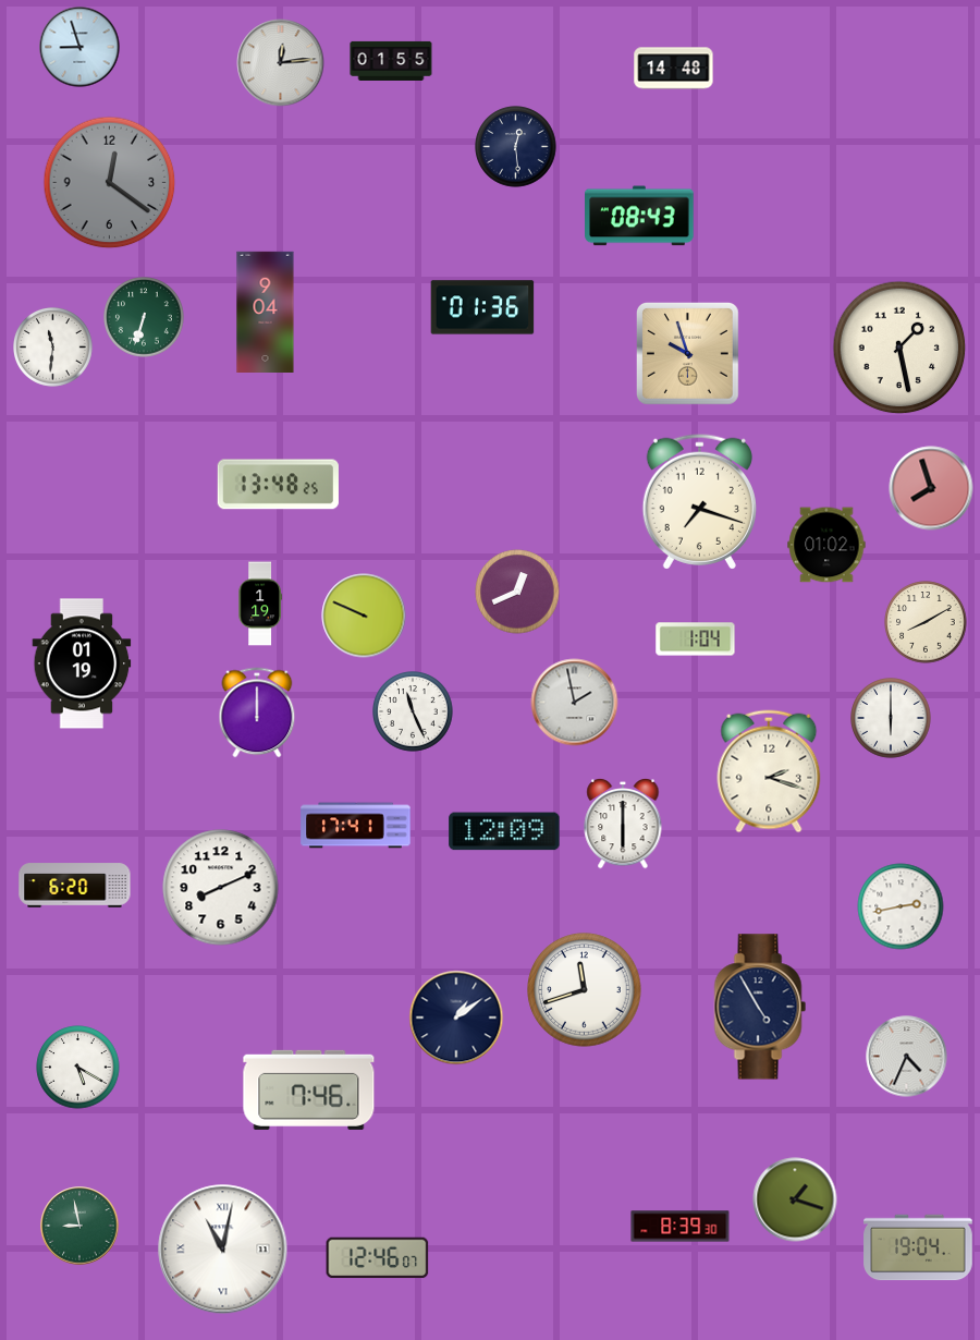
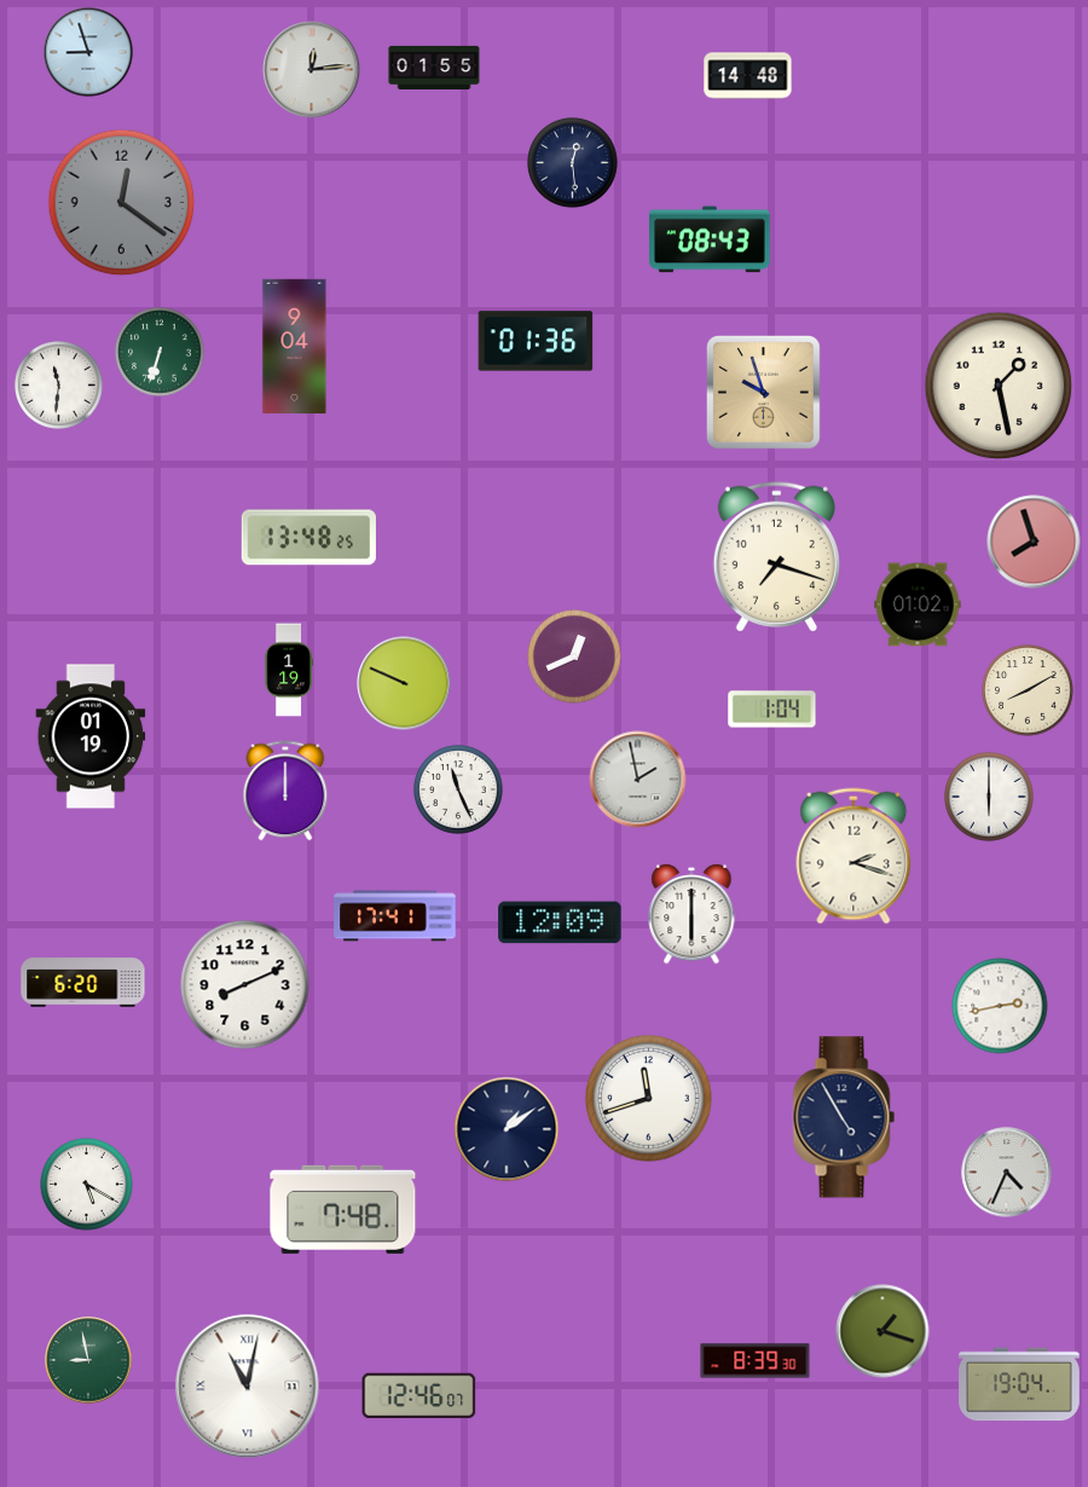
clock at (309, 1089): 7:46 -> 7:48
